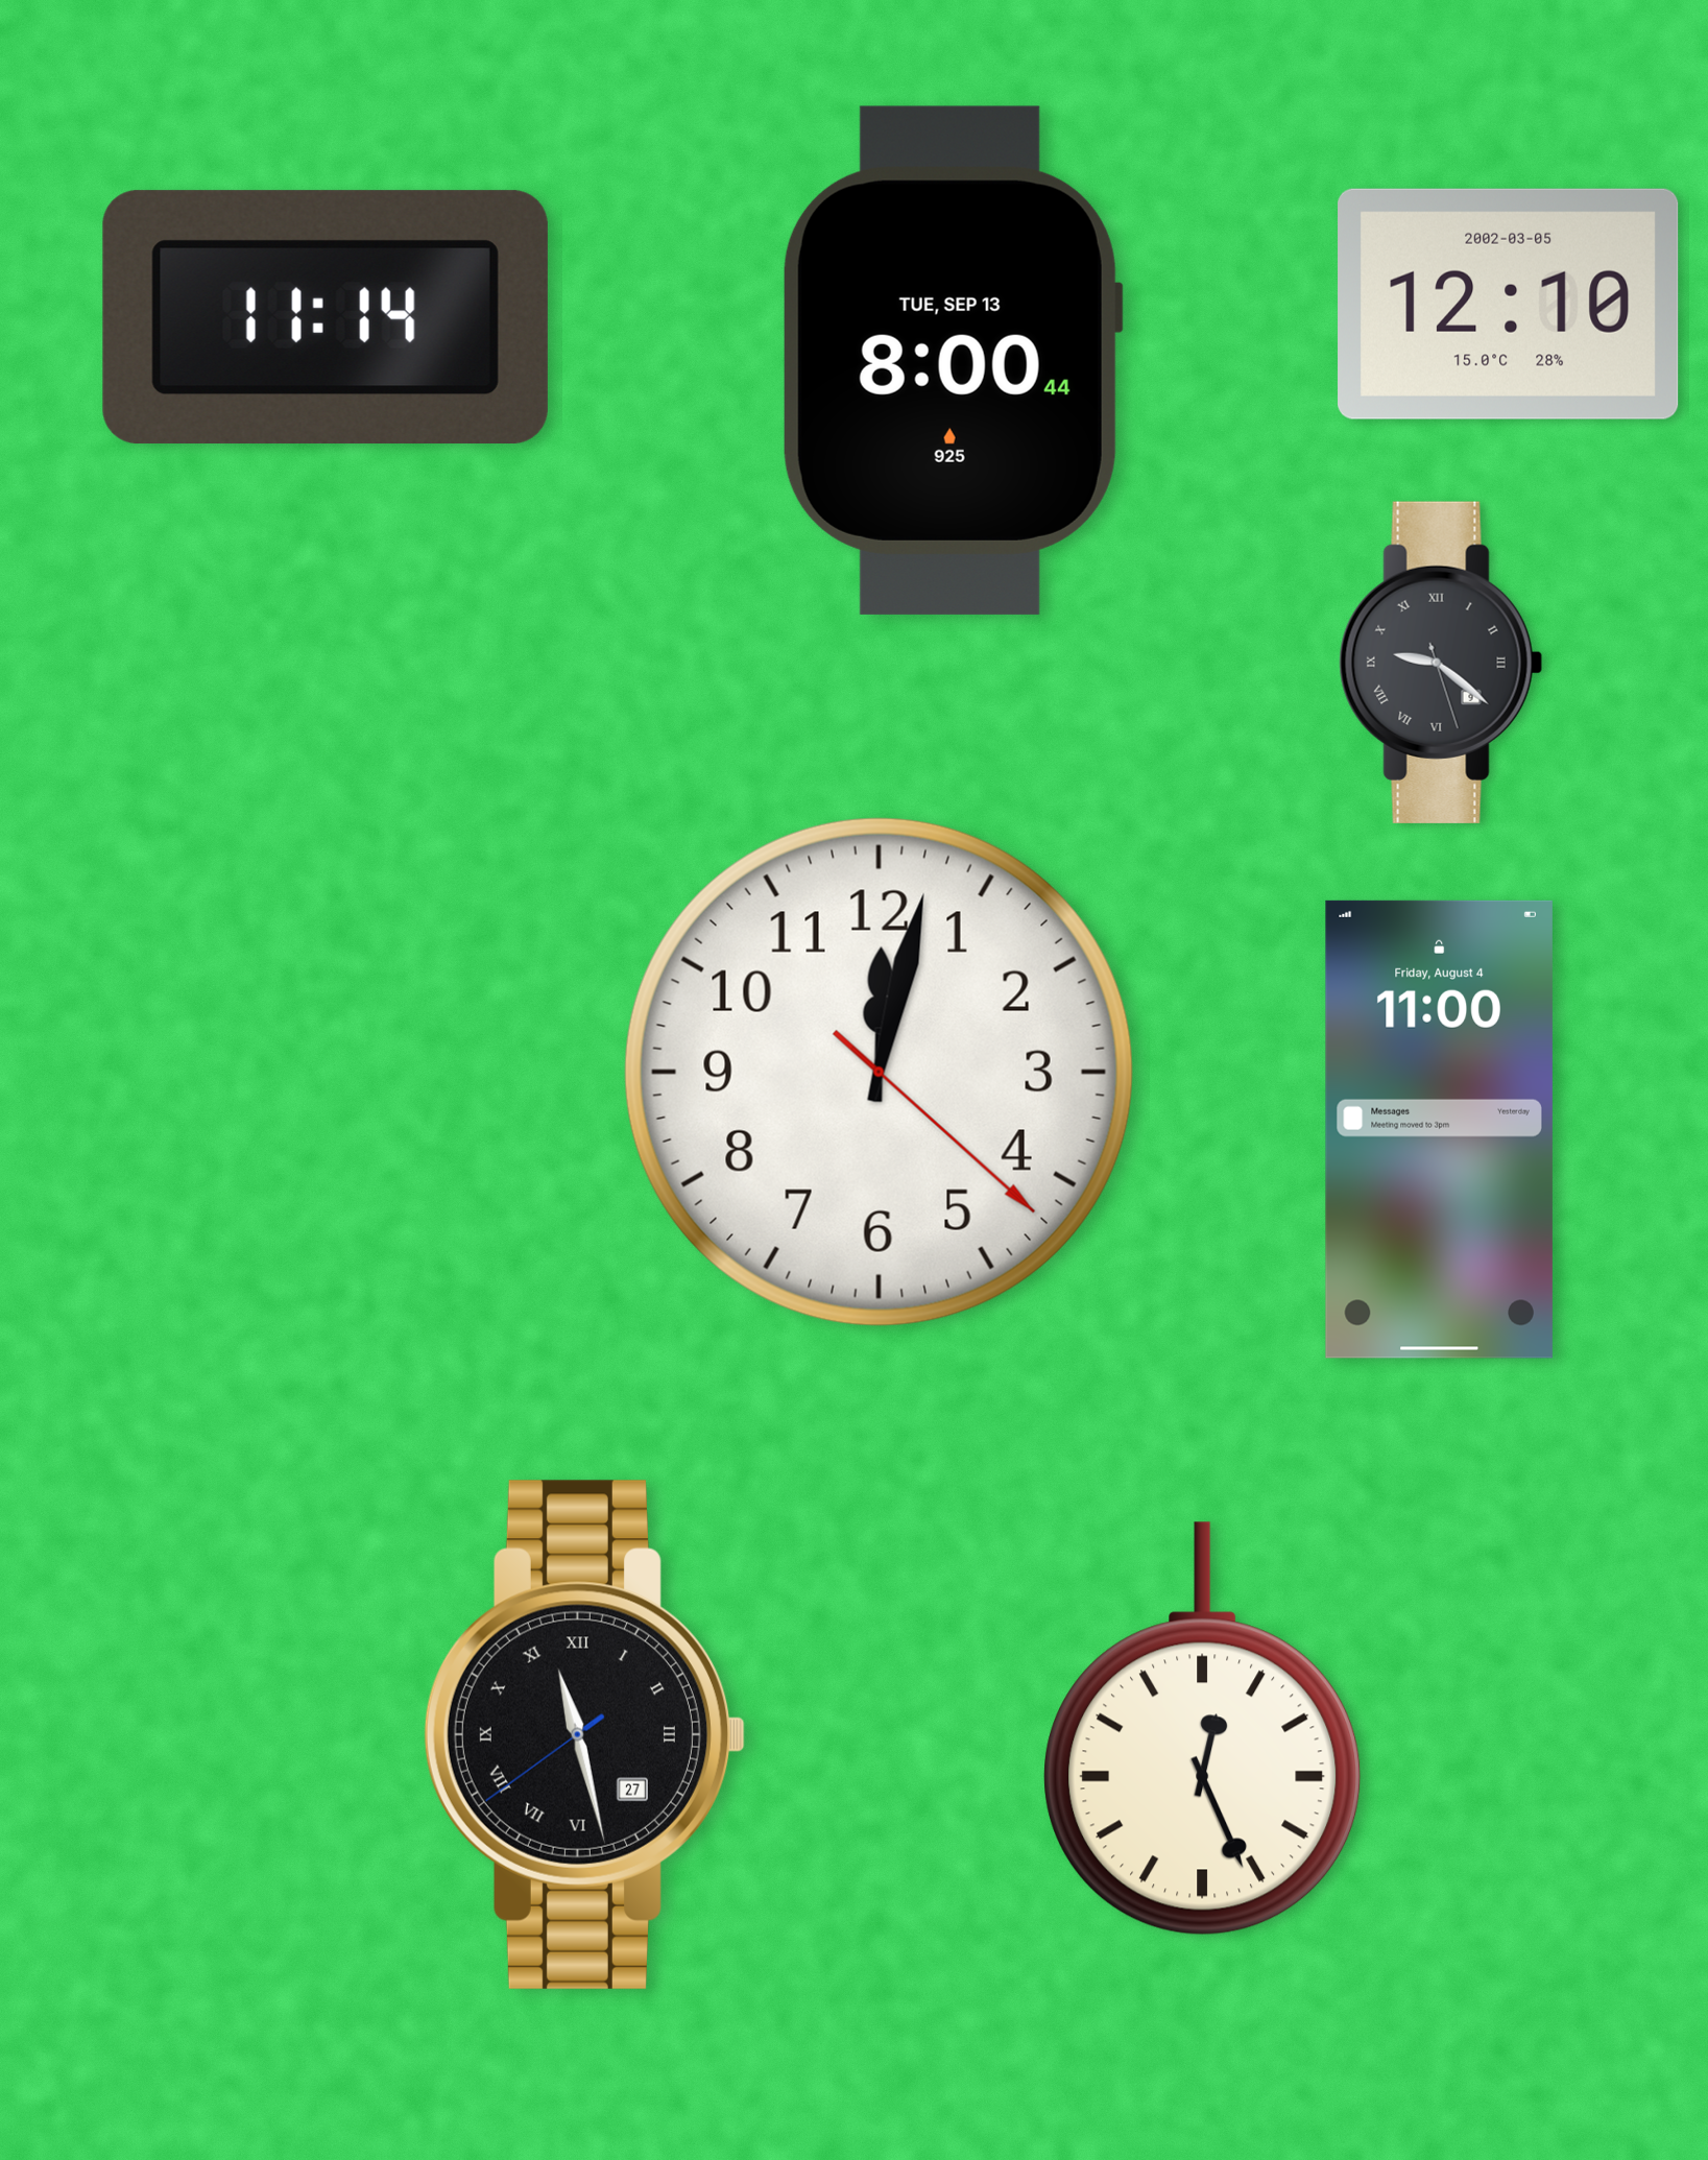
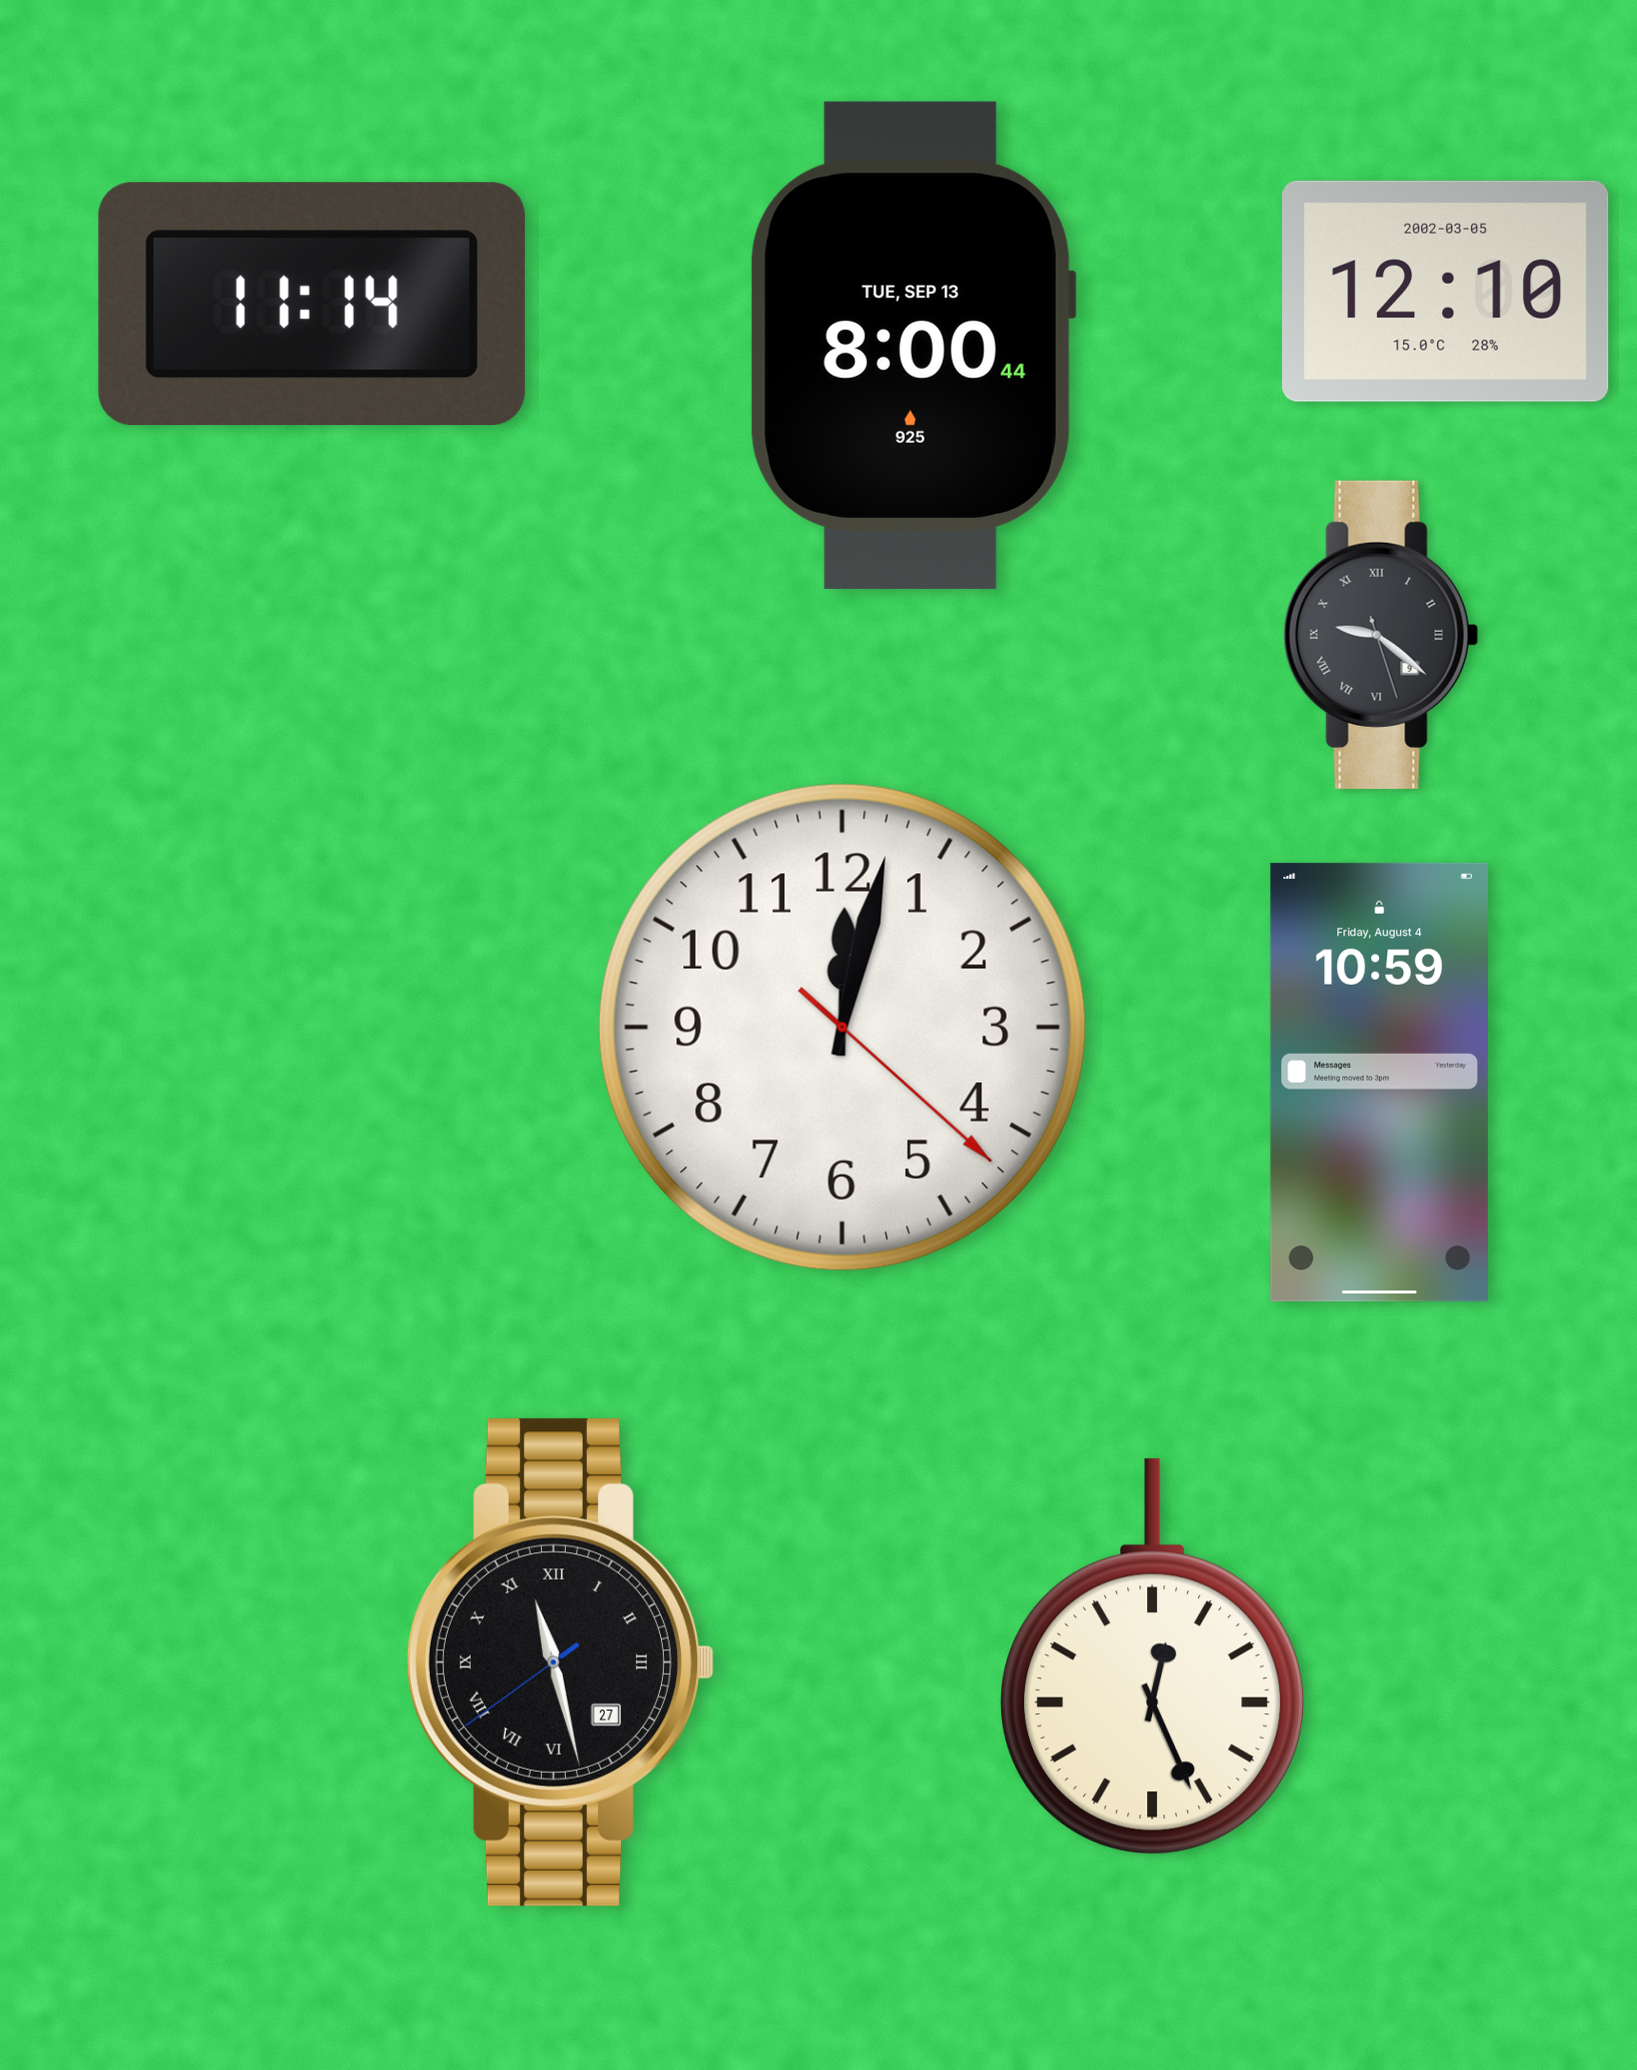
clock at (1439, 1129): 11:00 -> 10:59
